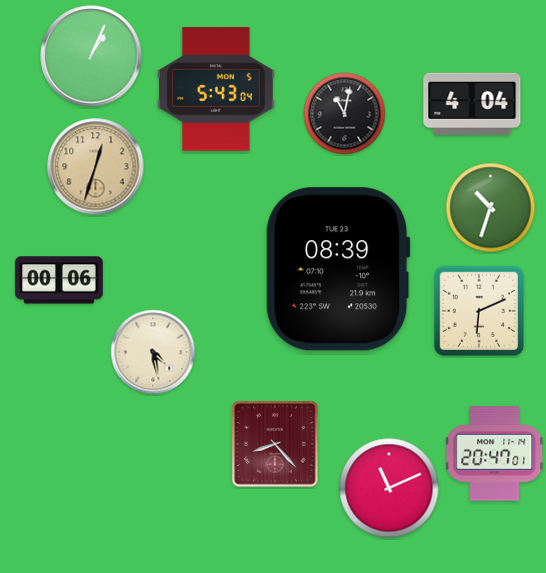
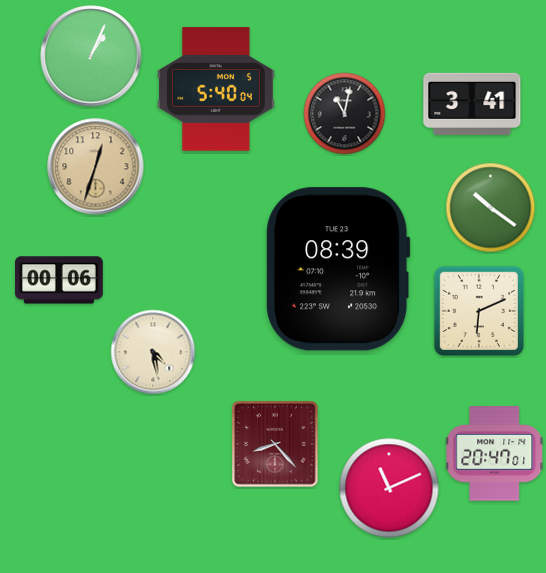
clock at (217, 89): 5:43 -> 5:40
clock at (472, 104): 4:04 -> 3:41
clock at (491, 208): 10:33 -> 10:21
